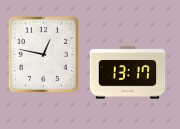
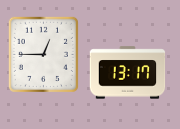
clock at (43, 54): 12:47 -> 12:45
